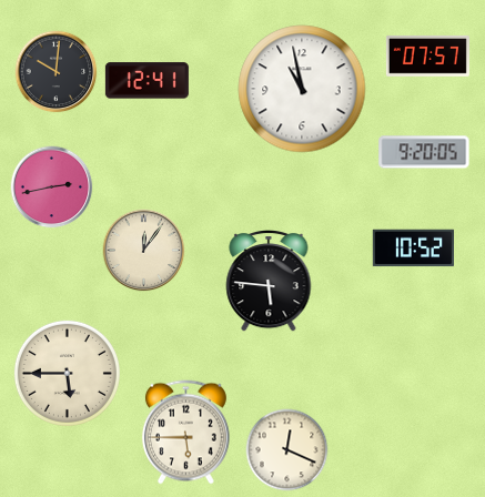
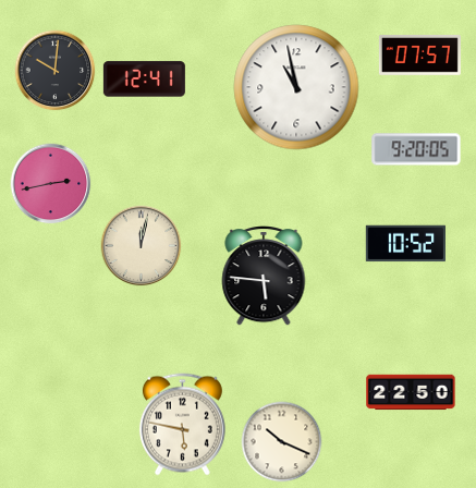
clock at (144, 251): 12:06 -> 12:02
clock at (67, 373): 5:45 -> none
clock at (411, 392): none -> 22:50
clock at (185, 433): 5:45 -> 5:47
clock at (287, 450): 12:19 -> 10:19
